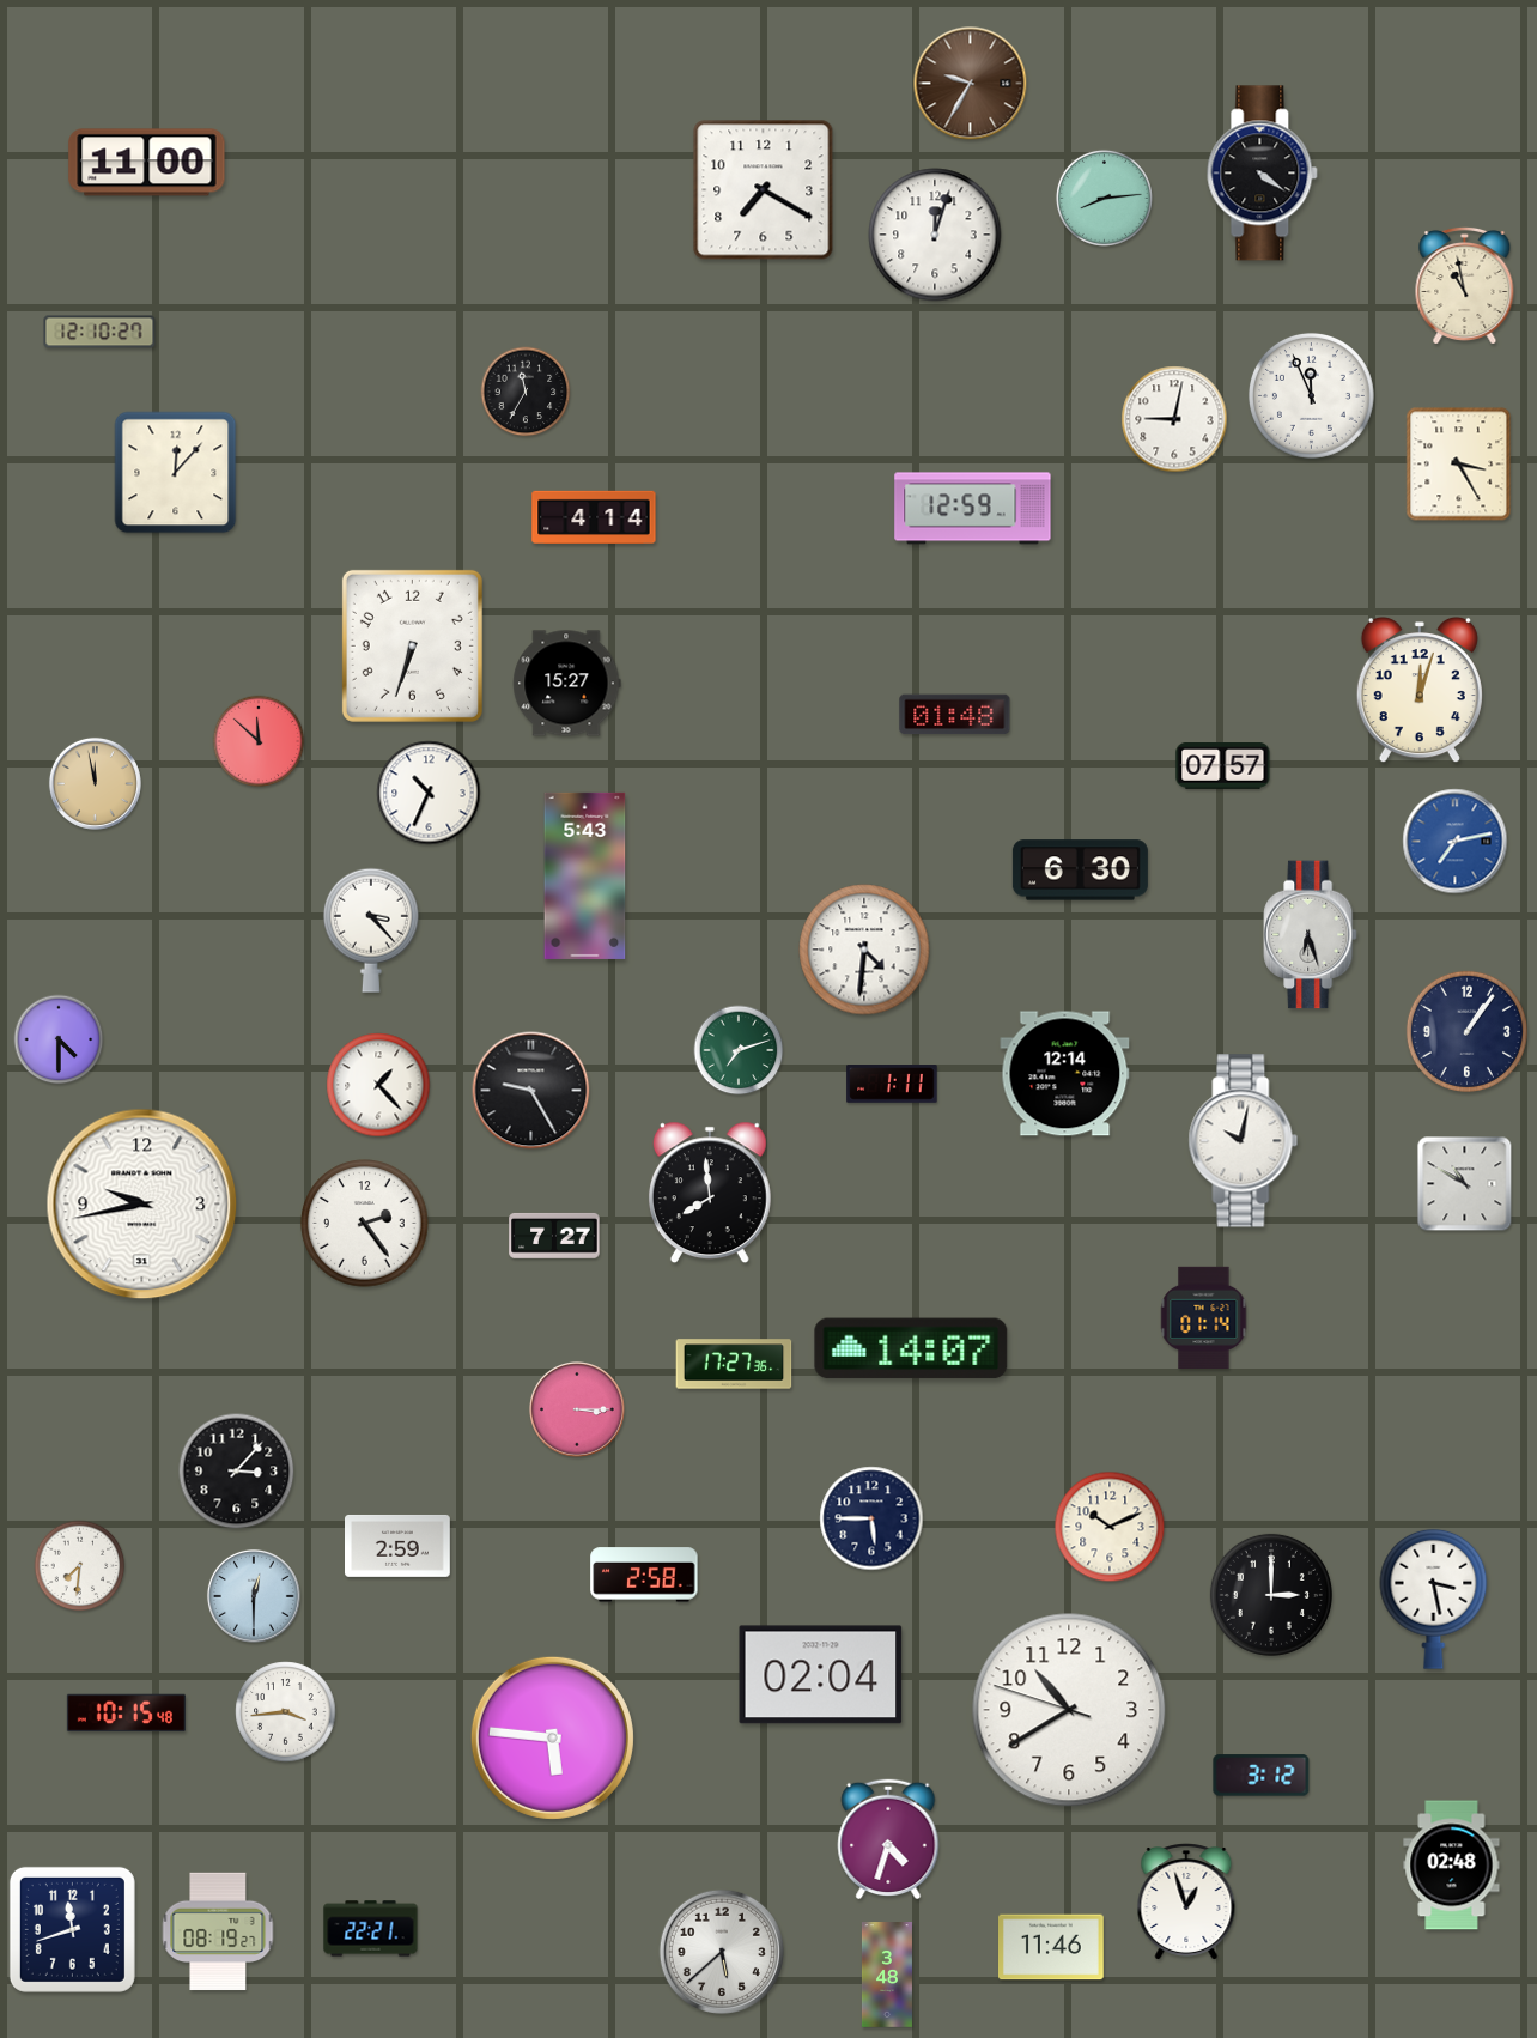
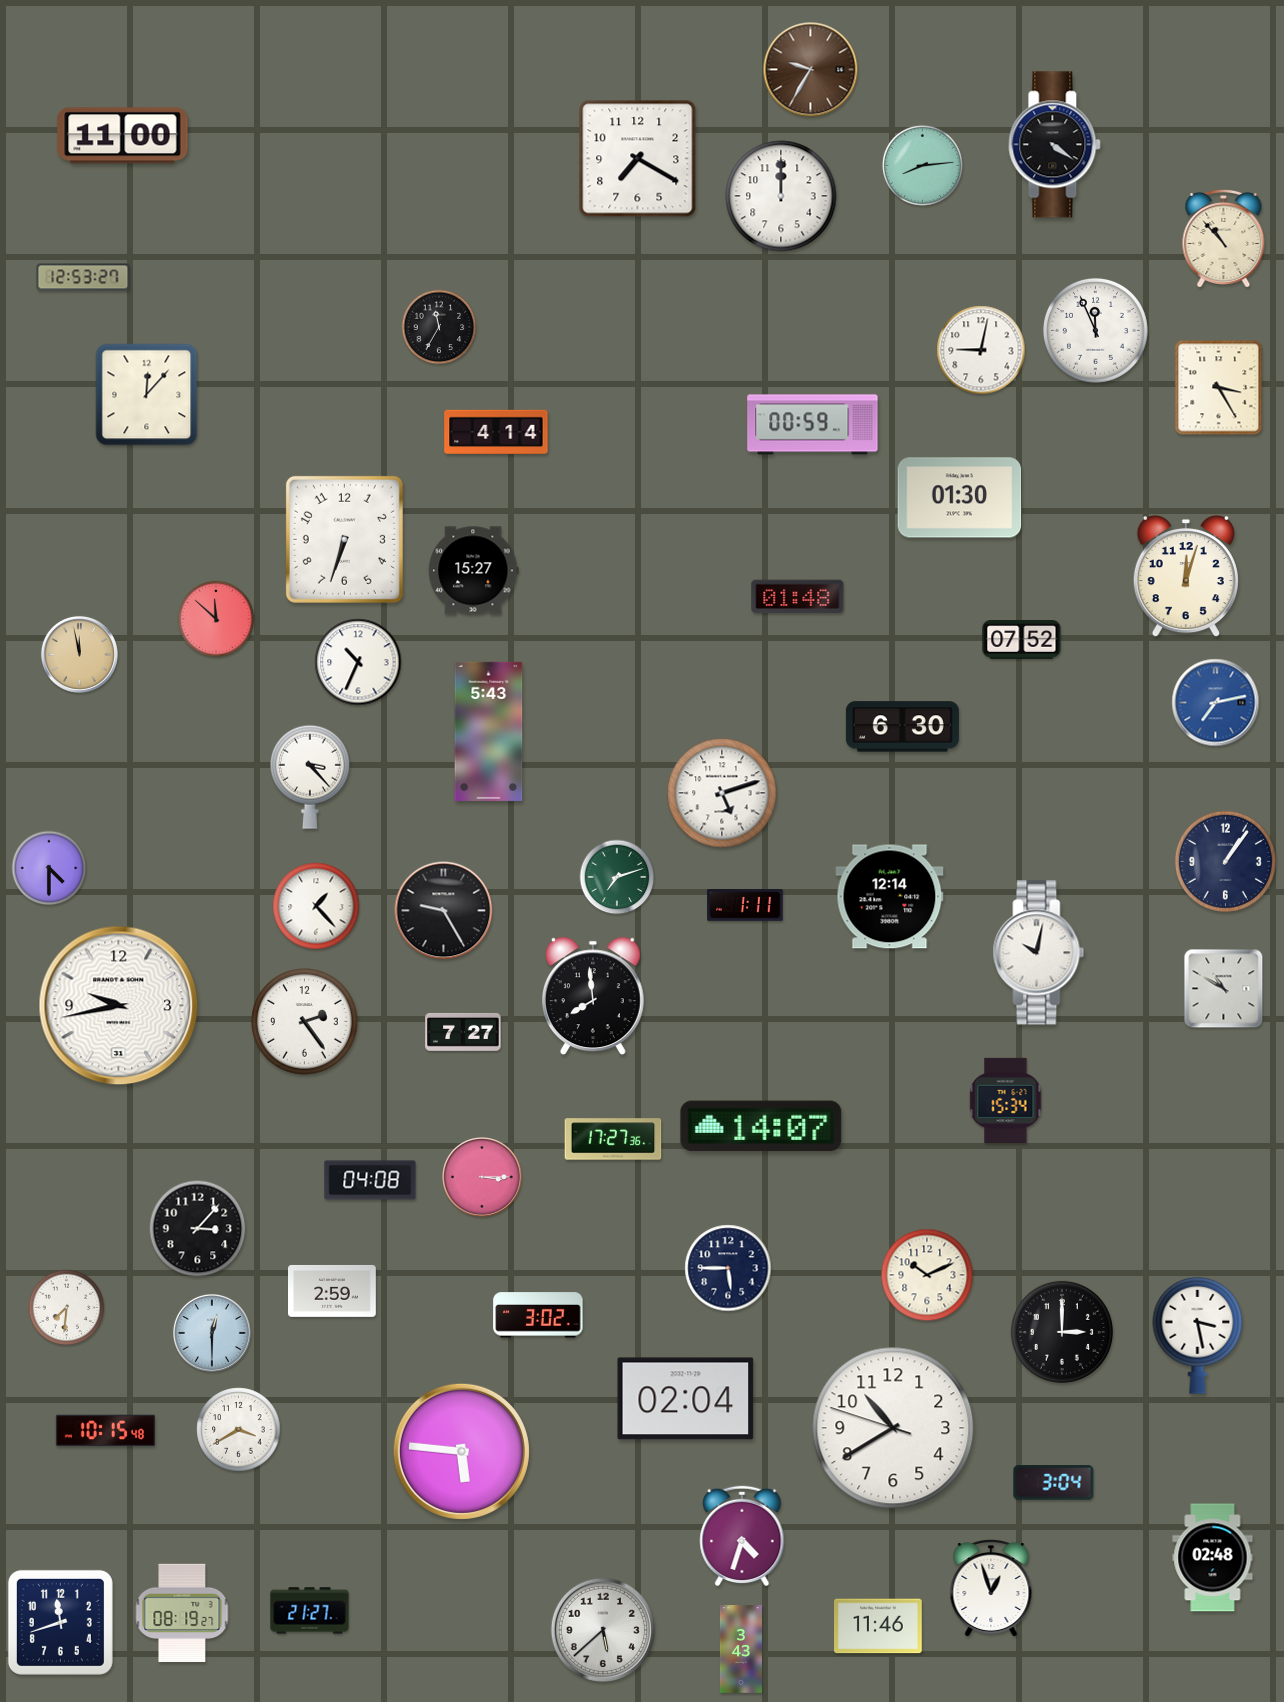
clock at (935, 235): 12:03 -> 12:00
clock at (1465, 285): 10:58 -> 10:53
clock at (99, 332): 12:10 -> 12:53
clock at (973, 509): 12:59 -> 00:59
clock at (960, 498): none -> 01:30
clock at (1223, 766): 07:57 -> 07:52
clock at (1311, 935): 6:27 -> none
clock at (864, 950): 4:31 -> 5:12
clock at (1204, 1317): 01:14 -> 15:34
clock at (370, 1180): none -> 04:08
clock at (644, 1575): 2:58 -> 3:02
clock at (286, 1712): 3:44 -> 3:40
clock at (1262, 1776): 3:12 -> 3:04
clock at (72, 1929) position: (72, 1929) -> (60, 1622)
clock at (371, 1929): 22:21 -> 21:27
clock at (887, 1975): 3:48 -> 3:43
